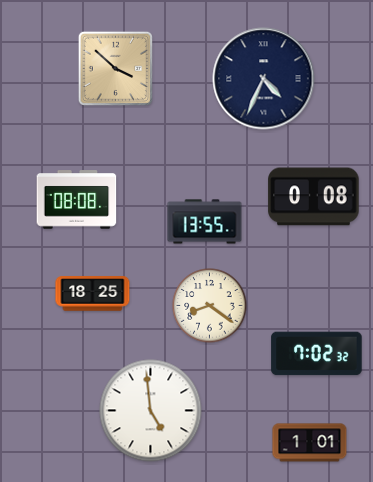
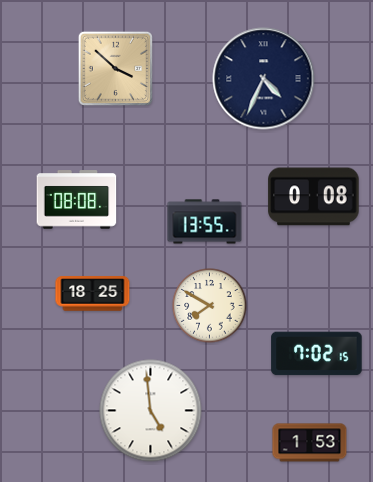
clock at (210, 306): 8:21 -> 7:50
clock at (317, 354): 7:02:32 -> 7:02:15
clock at (310, 443): 1:01 -> 1:53
